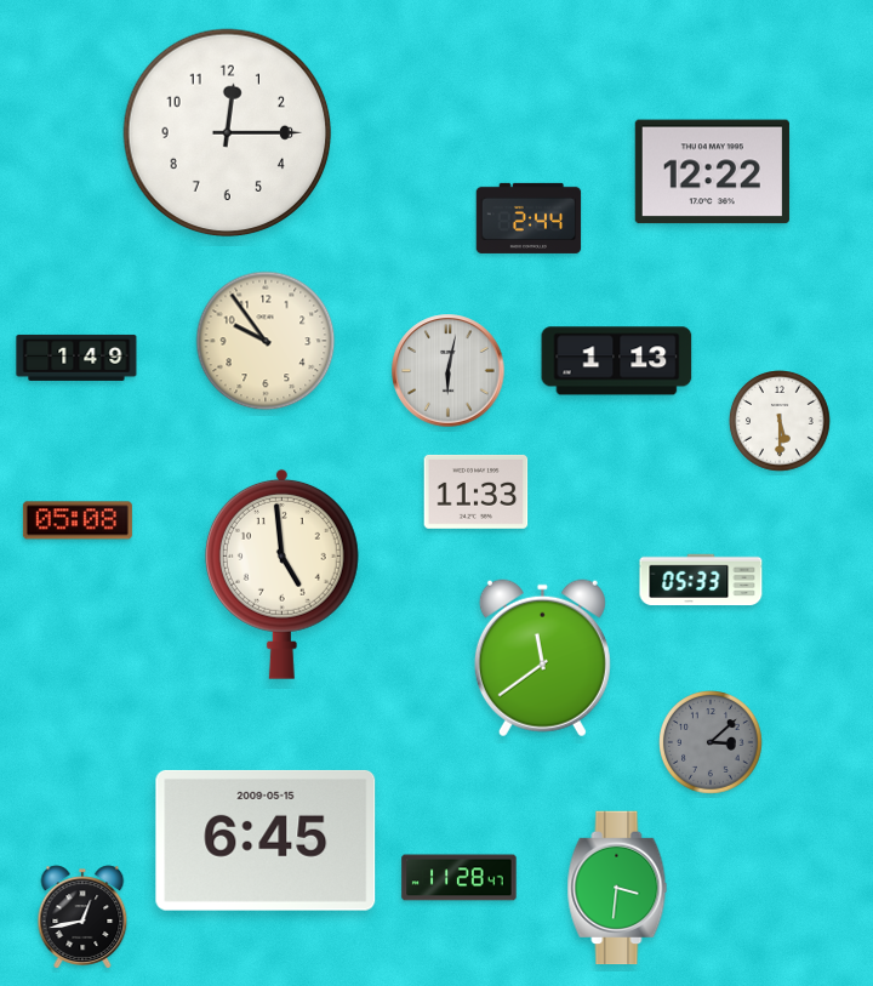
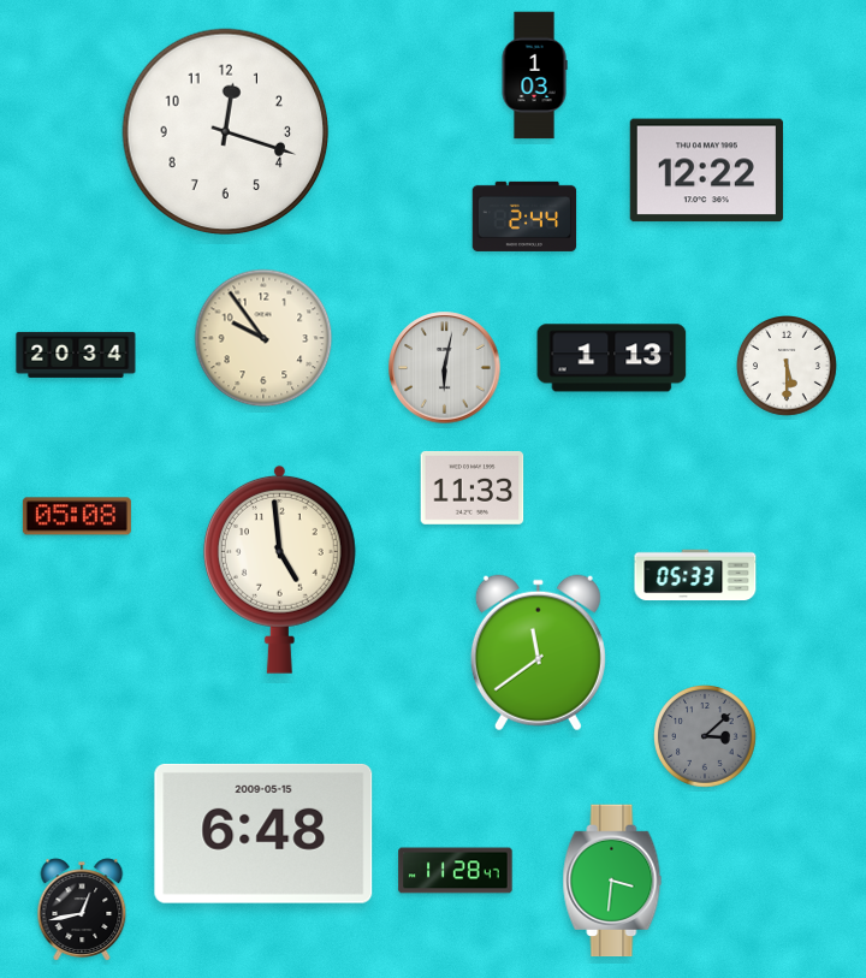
clock at (534, 76): none -> 1:03
clock at (228, 133): 12:15 -> 12:18
clock at (76, 358): 1:49 -> 20:34
clock at (781, 422) position: (781, 422) -> (788, 367)
clock at (266, 840): 6:45 -> 6:48
